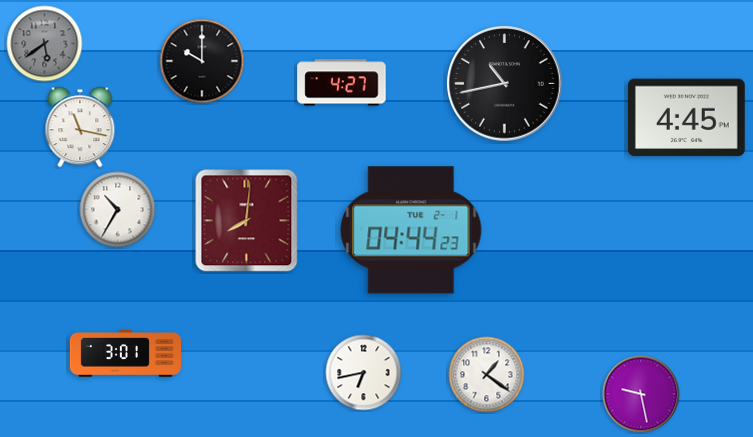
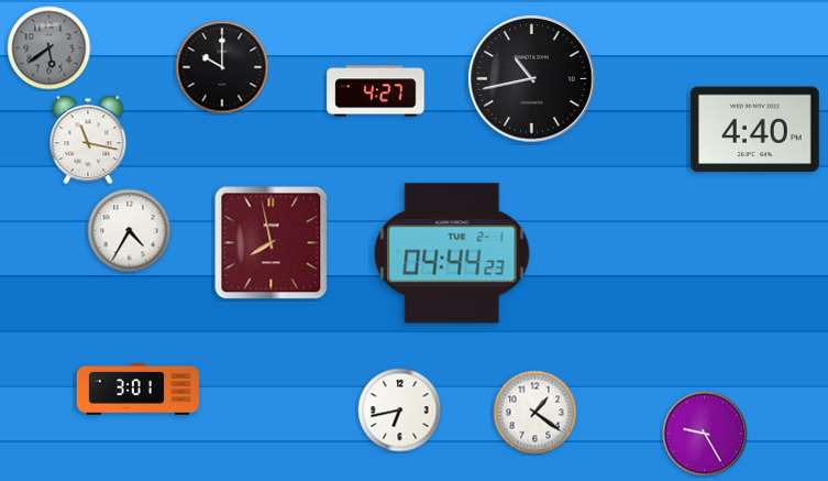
clock at (505, 84) position: (505, 84) -> (532, 79)
clock at (686, 118): 4:45 -> 4:40
clock at (118, 210): 10:35 -> 4:35
clock at (247, 221): 8:01 -> 7:58
clock at (641, 394): 9:28 -> 9:25
